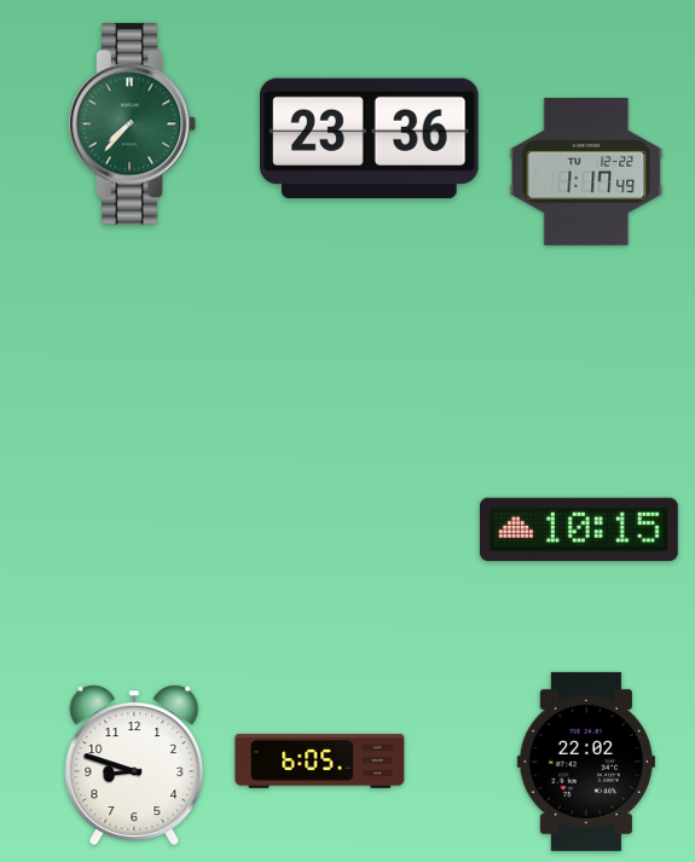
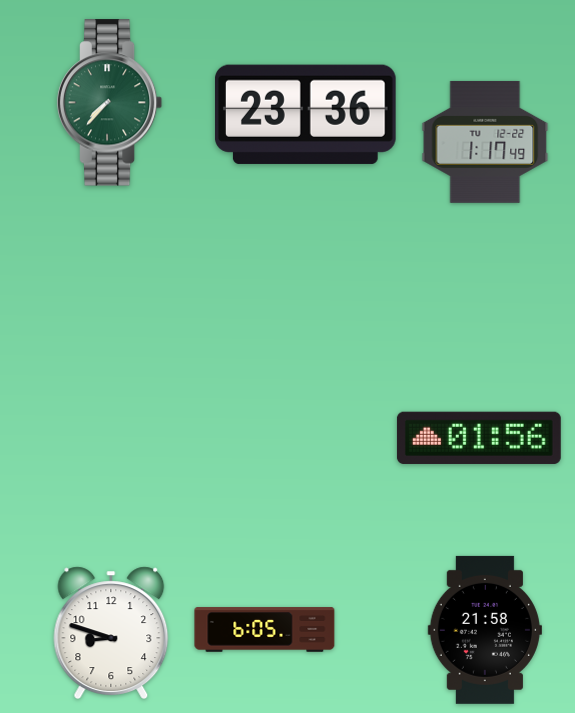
clock at (579, 530): 10:15 -> 01:56
clock at (586, 762): 22:02 -> 21:58
